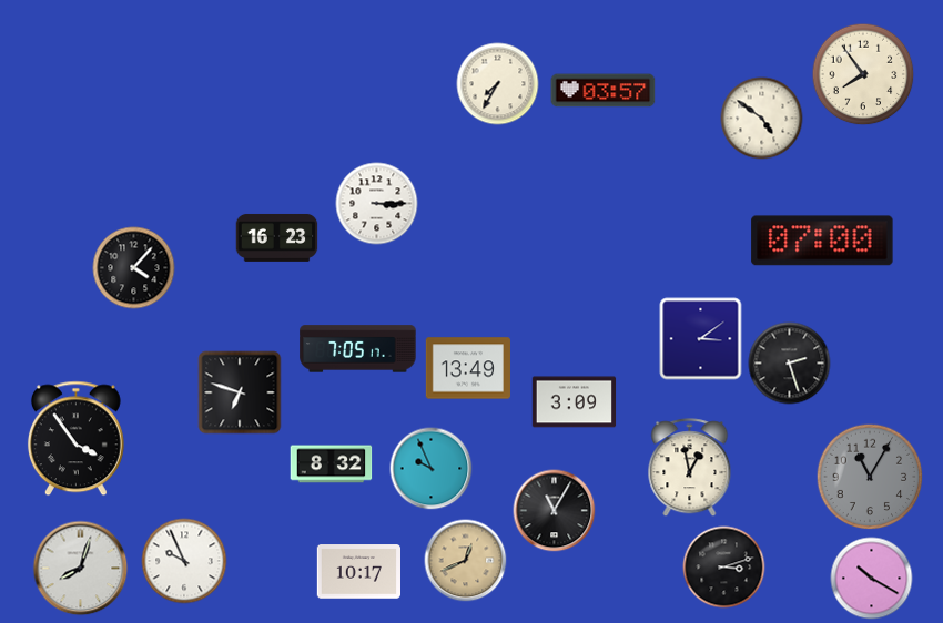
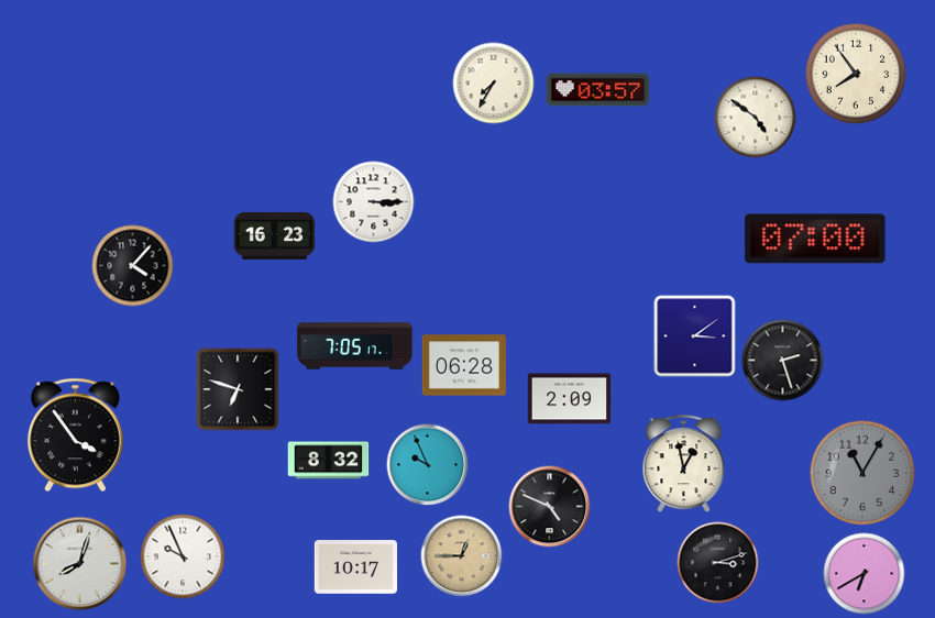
clock at (468, 368): 13:49 -> 06:28
clock at (575, 402): 3:09 -> 2:09
clock at (555, 511): 11:05 -> 4:49
clock at (466, 561): 12:41 -> 12:45
clock at (872, 579): 10:20 -> 6:40
